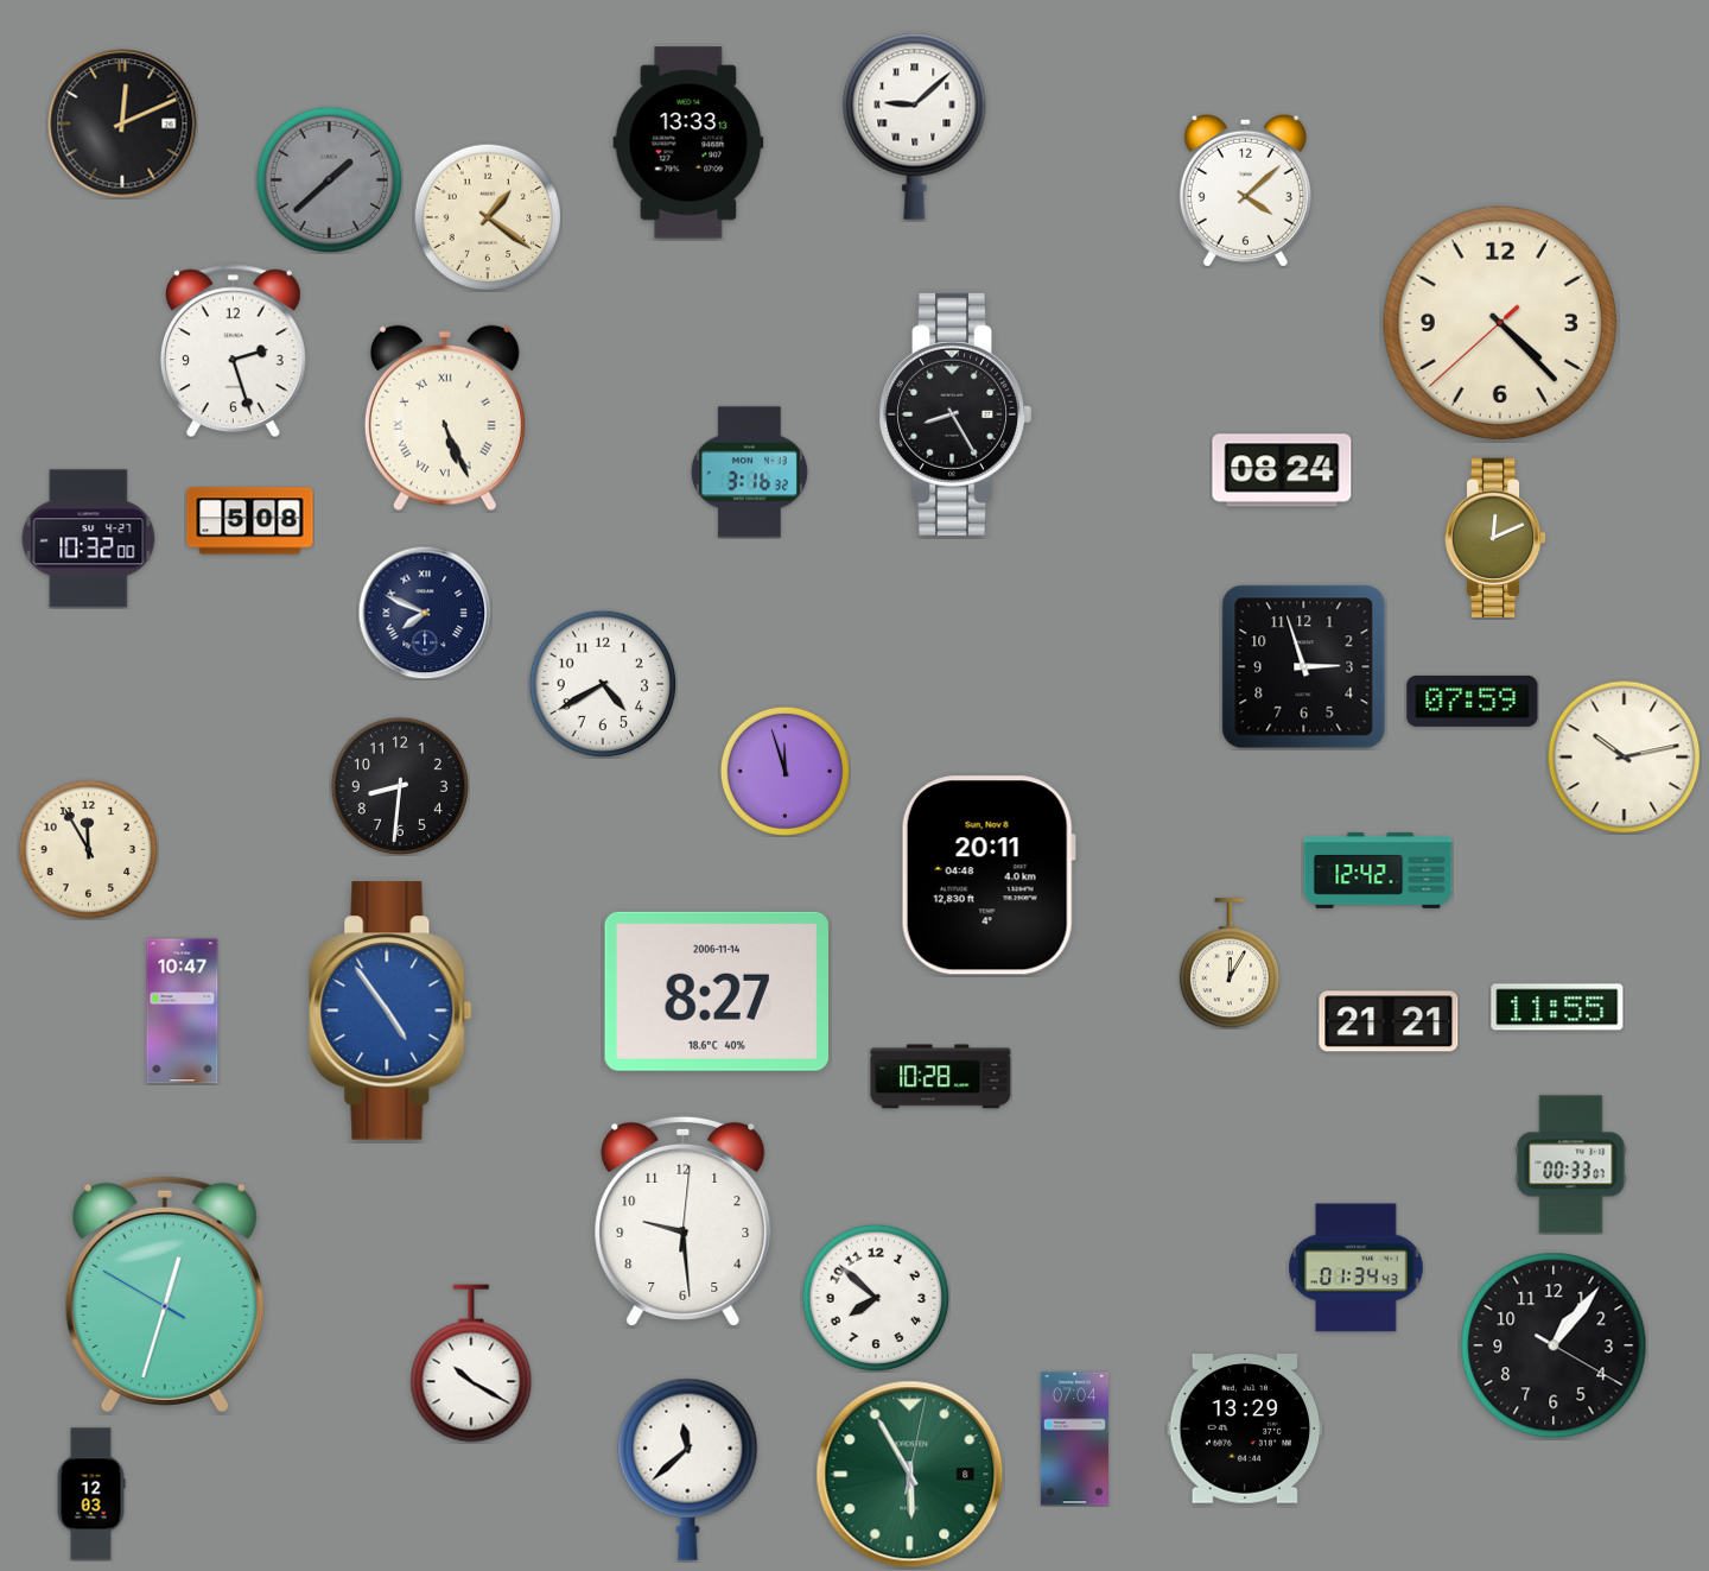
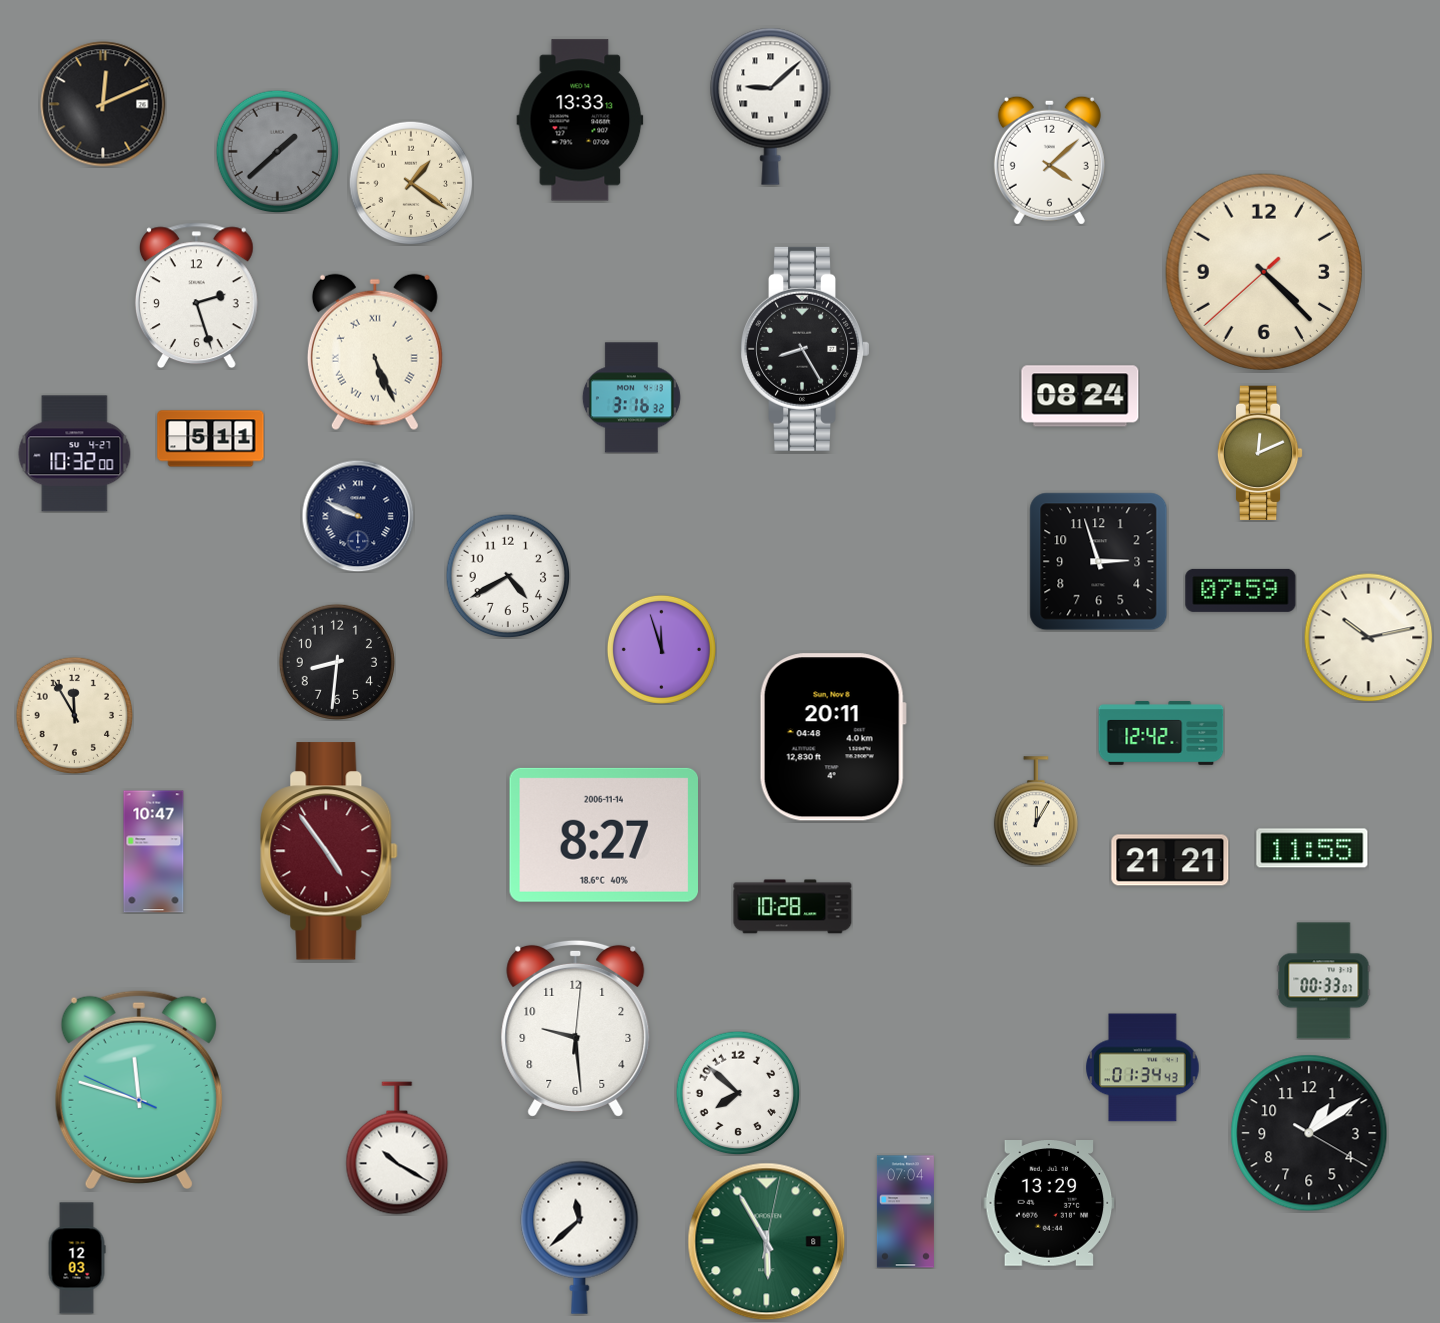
clock at (250, 521): 5:08 -> 5:11
clock at (425, 613): 7:49 -> 9:49
clock at (390, 1011) dial: blue -> burgundy
clock at (165, 1293): 12:32 -> 11:47
clock at (1554, 1345): 1:06 -> 1:09
